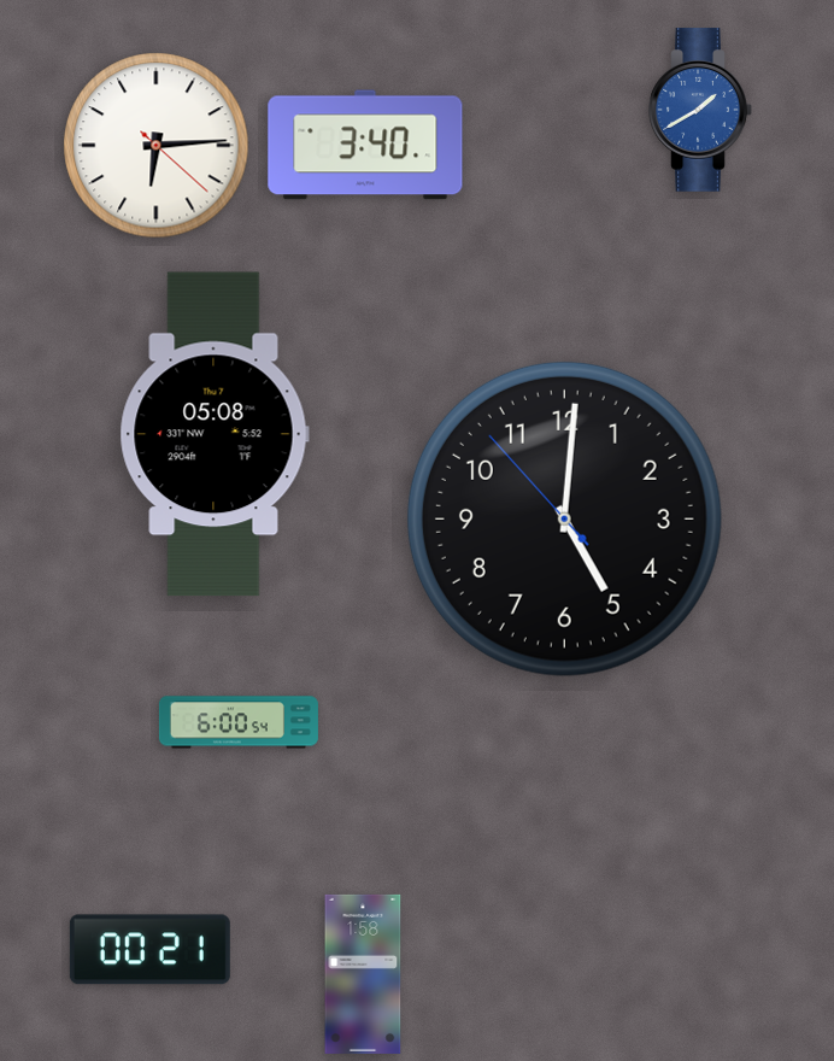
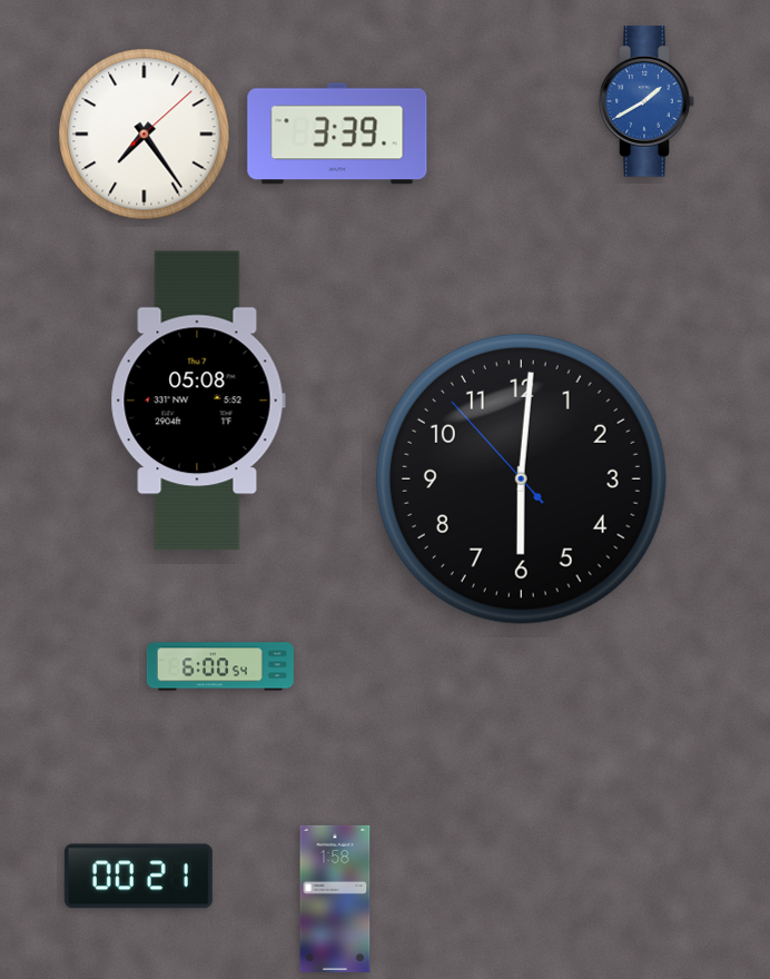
clock at (365, 145): 3:40 -> 3:39
clock at (157, 146): 6:14 -> 7:24
clock at (564, 518): 5:00 -> 6:00
